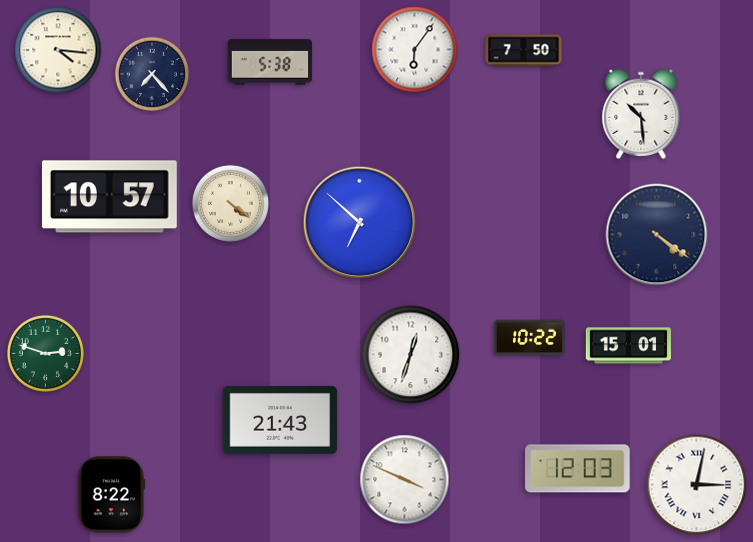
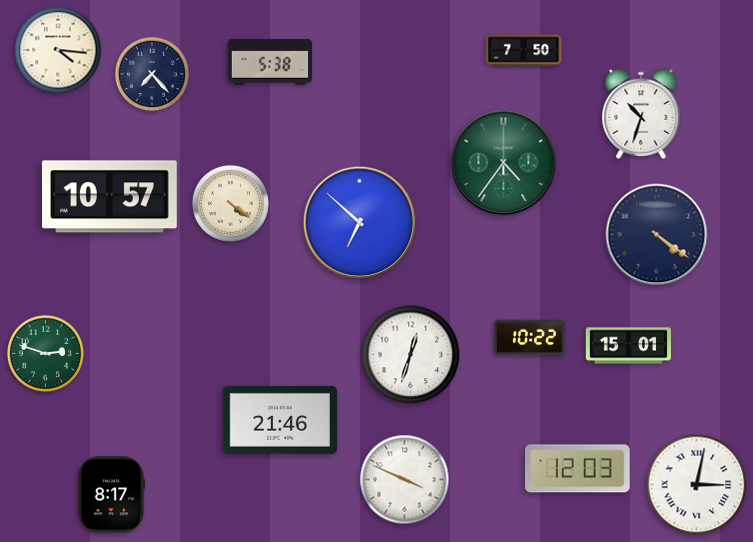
clock at (415, 50): 6:06 -> none
clock at (641, 114): 10:29 -> 10:33
clock at (504, 163): none -> 4:36
clock at (280, 420): 21:43 -> 21:46
clock at (111, 495): 8:22 -> 8:17
